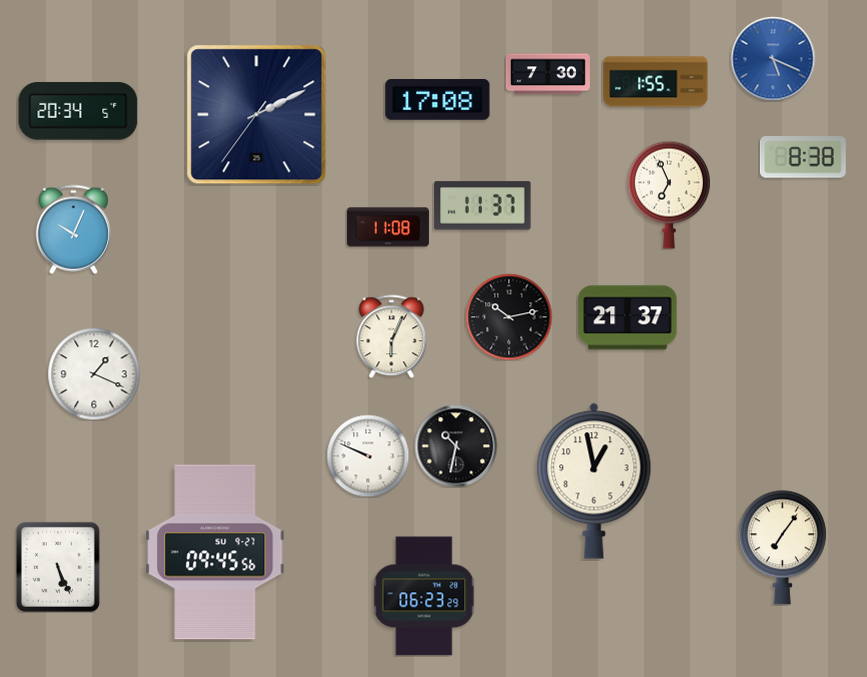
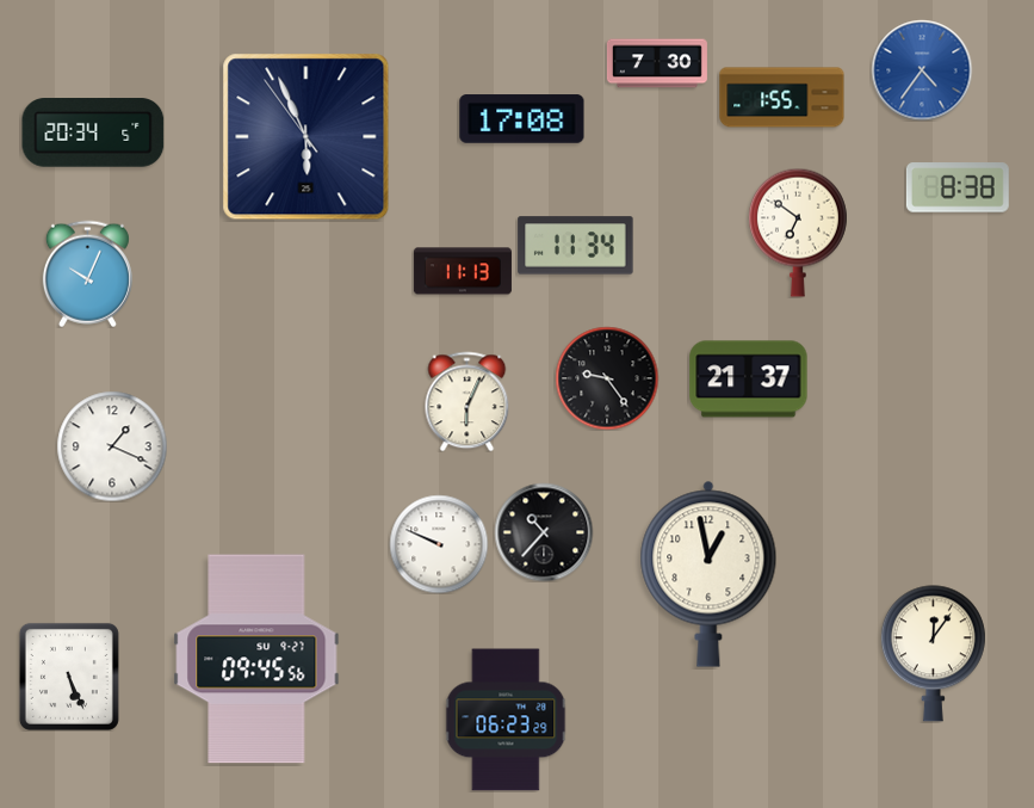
clock at (773, 59): 5:19 -> 4:36
clock at (548, 74) position: (548, 74) -> (657, 63)
clock at (257, 115): 2:10 -> 5:55
clock at (669, 195): 6:56 -> 6:51
clock at (483, 206): 11:37 -> 11:34
clock at (388, 227): 11:08 -> 11:13
clock at (509, 317): 10:13 -> 9:24
clock at (456, 446): 10:32 -> 10:37
clock at (782, 548): 7:06 -> 12:06
clock at (424, 596) position: (424, 596) -> (506, 720)
